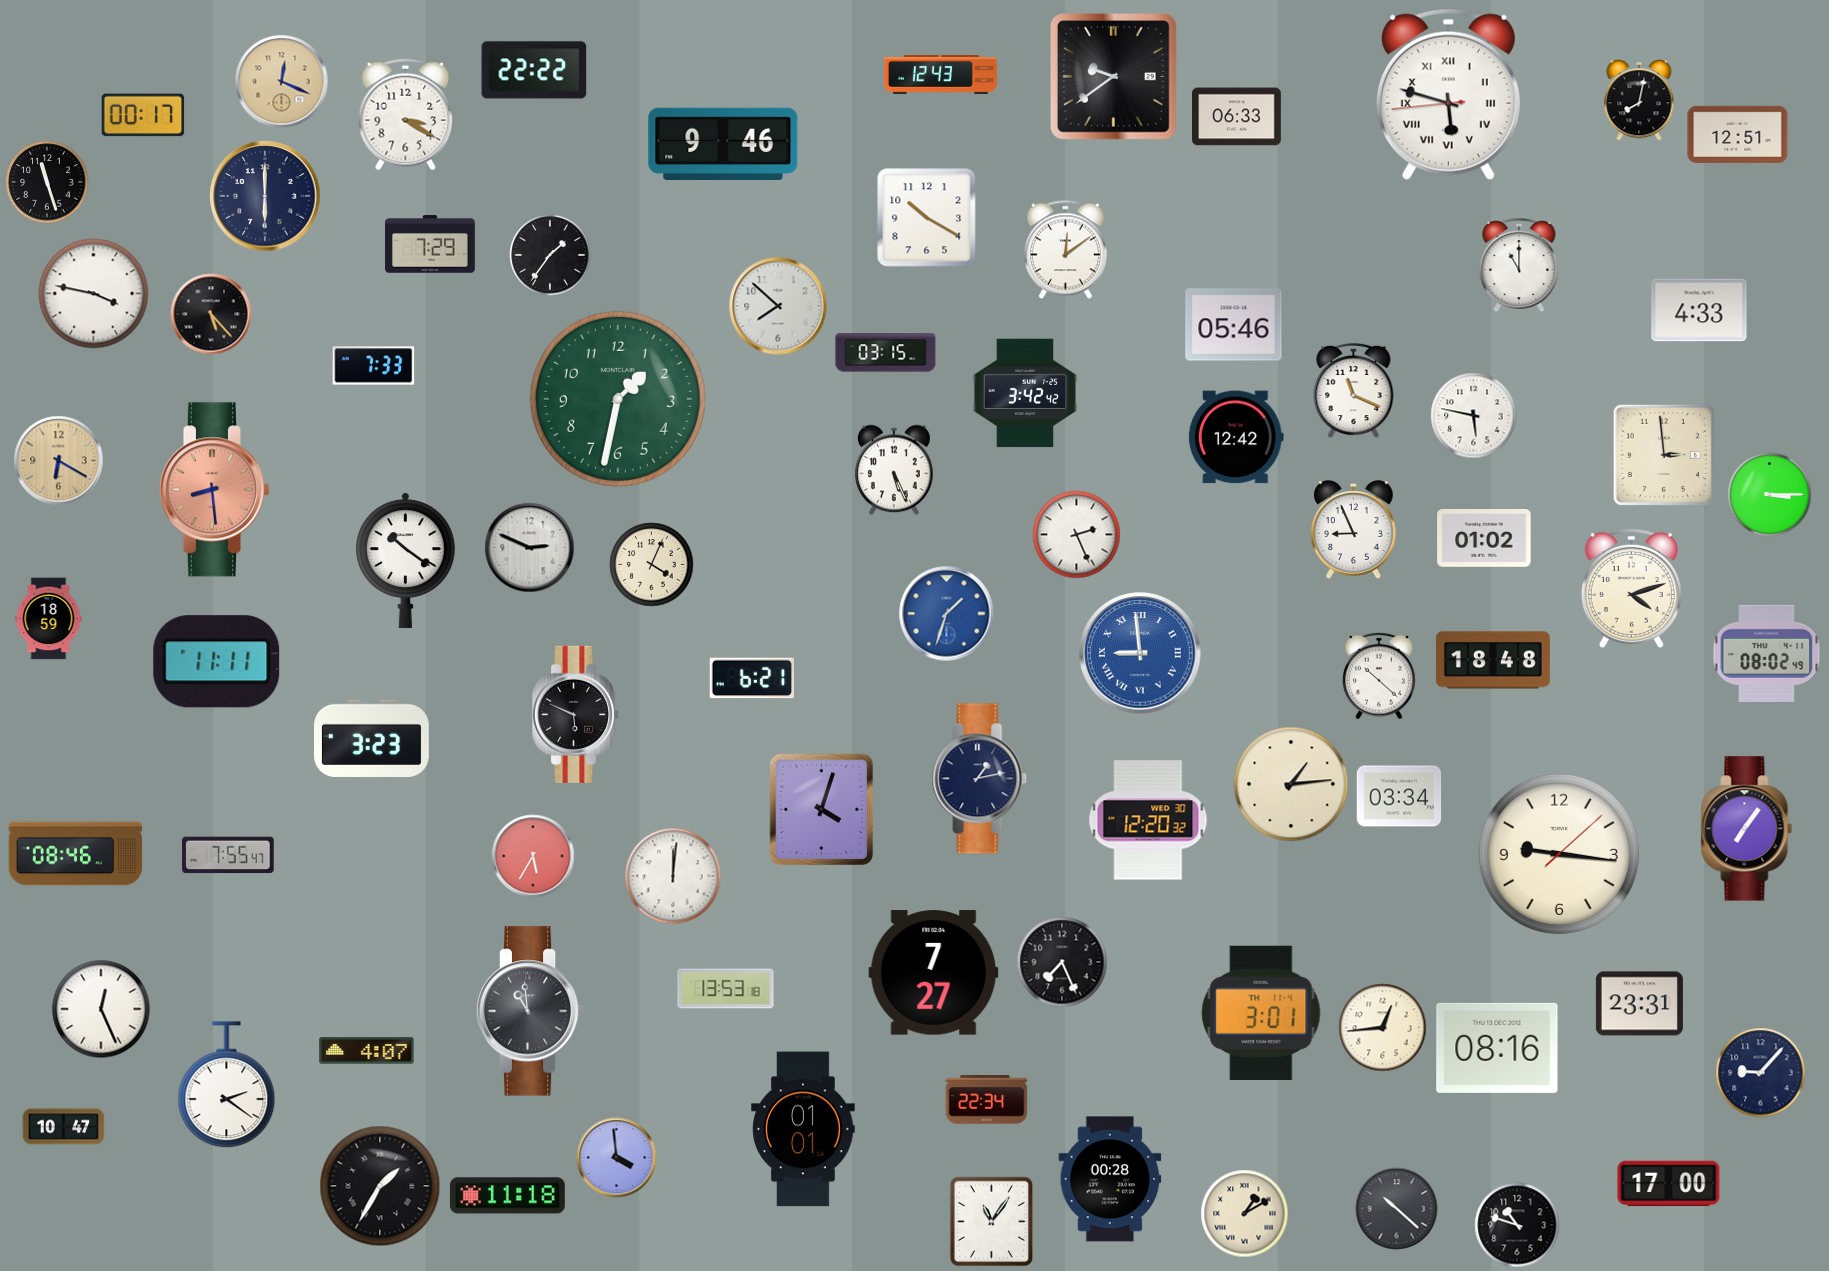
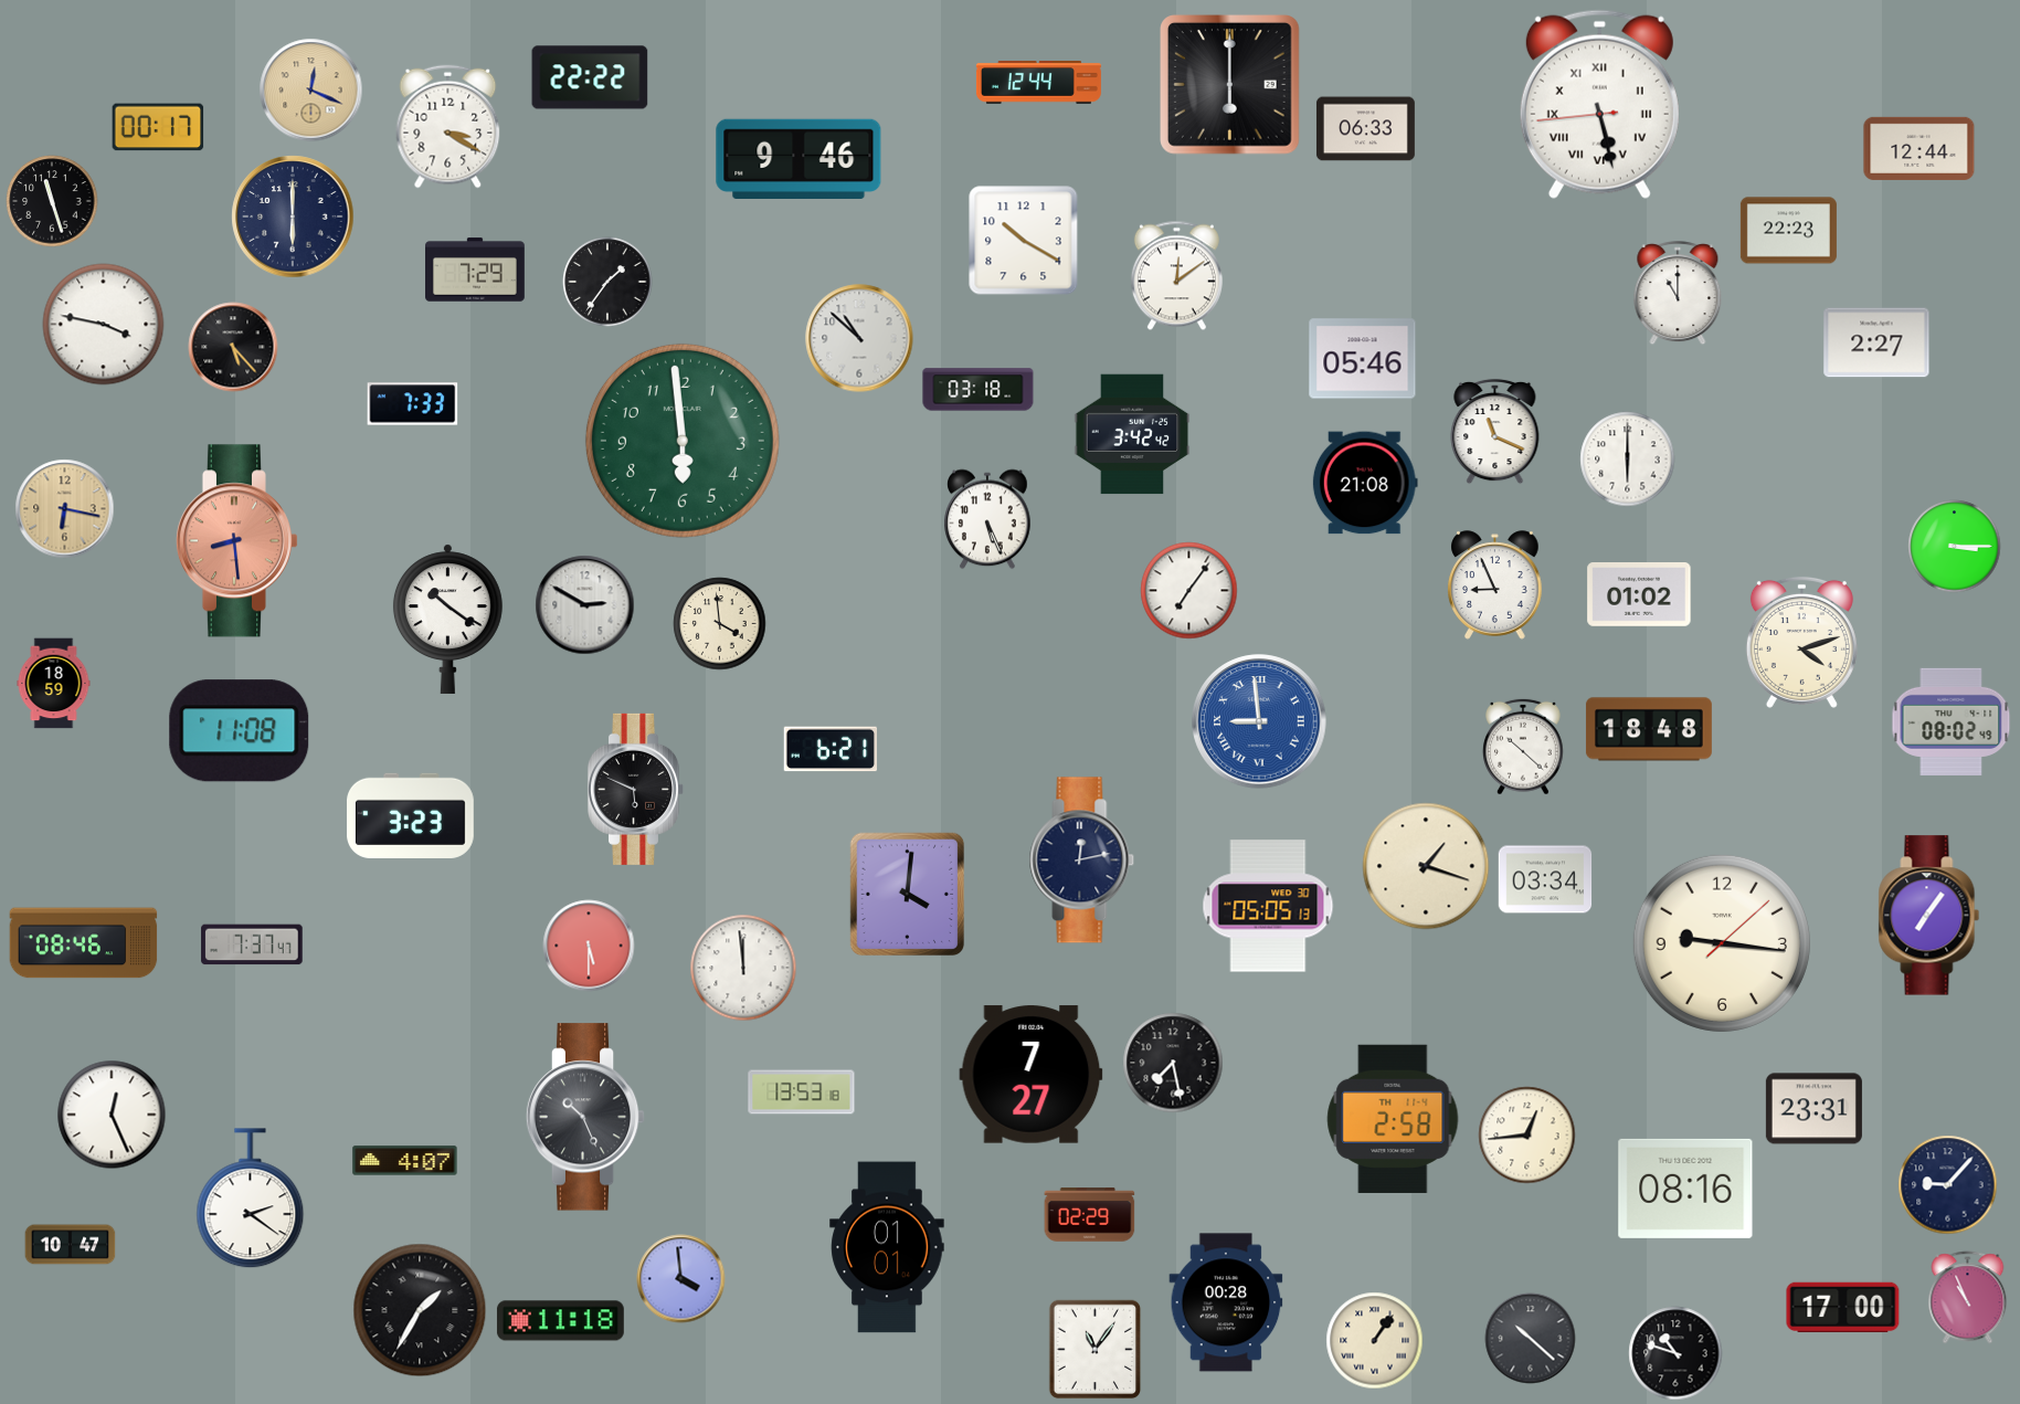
clock at (940, 75): 12:43 -> 12:44
clock at (1114, 77): 9:39 -> 6:00
clock at (1448, 94): 5:47 -> 5:27
clock at (1639, 100): 8:02 -> none
clock at (1738, 134): 12:51 -> 12:44
clock at (1788, 231): none -> 22:23
clock at (778, 306): 7:52 -> 10:52
clock at (1699, 310): 4:33 -> 2:27
clock at (886, 353): 03:15 -> 03:18
clock at (618, 399): 1:32 -> 5:59
clock at (1474, 416): 5:47 -> 6:00
clock at (1236, 437): 12:42 -> 21:08
clock at (1664, 455): 2:59 -> none
clock at (59, 461): 6:20 -> 6:17
clock at (1077, 535): 2:26 -> 7:06
clock at (530, 548): 2:49 -> 2:50
clock at (652, 565): 4:04 -> 3:59
clock at (1631, 588) position: (1631, 588) -> (1801, 642)
clock at (947, 614): 1:33 -> none
clock at (217, 662): 11:11 -> 11:08
clock at (980, 779): 1:13 -> 12:13
clock at (1291, 784): 1:14 -> 1:18
clock at (822, 810): 4:03 -> 4:01
clock at (1148, 820): 12:20 -> 05:05
clock at (228, 855): 7:55 -> 7:37
clock at (533, 856): 5:35 -> 5:30
clock at (673, 876): 12:01 -> 11:59
clock at (1062, 962): 7:26 -> 7:28
clock at (1639, 1004) position: (1639, 1004) -> (1813, 1109)
clock at (530, 1011): 10:59 -> 10:26
clock at (1261, 1013): 3:01 -> 2:58
clock at (1497, 1048) position: (1497, 1048) -> (1685, 1189)
clock at (1761, 1073) position: (1761, 1073) -> (1948, 1185)
clock at (987, 1100): 22:34 -> 02:29
clock at (1968, 1298): none -> 10:56
clock at (1397, 1209) position: (1397, 1209) -> (1531, 1339)
clock at (1245, 1214): 1:10 -> 1:06
